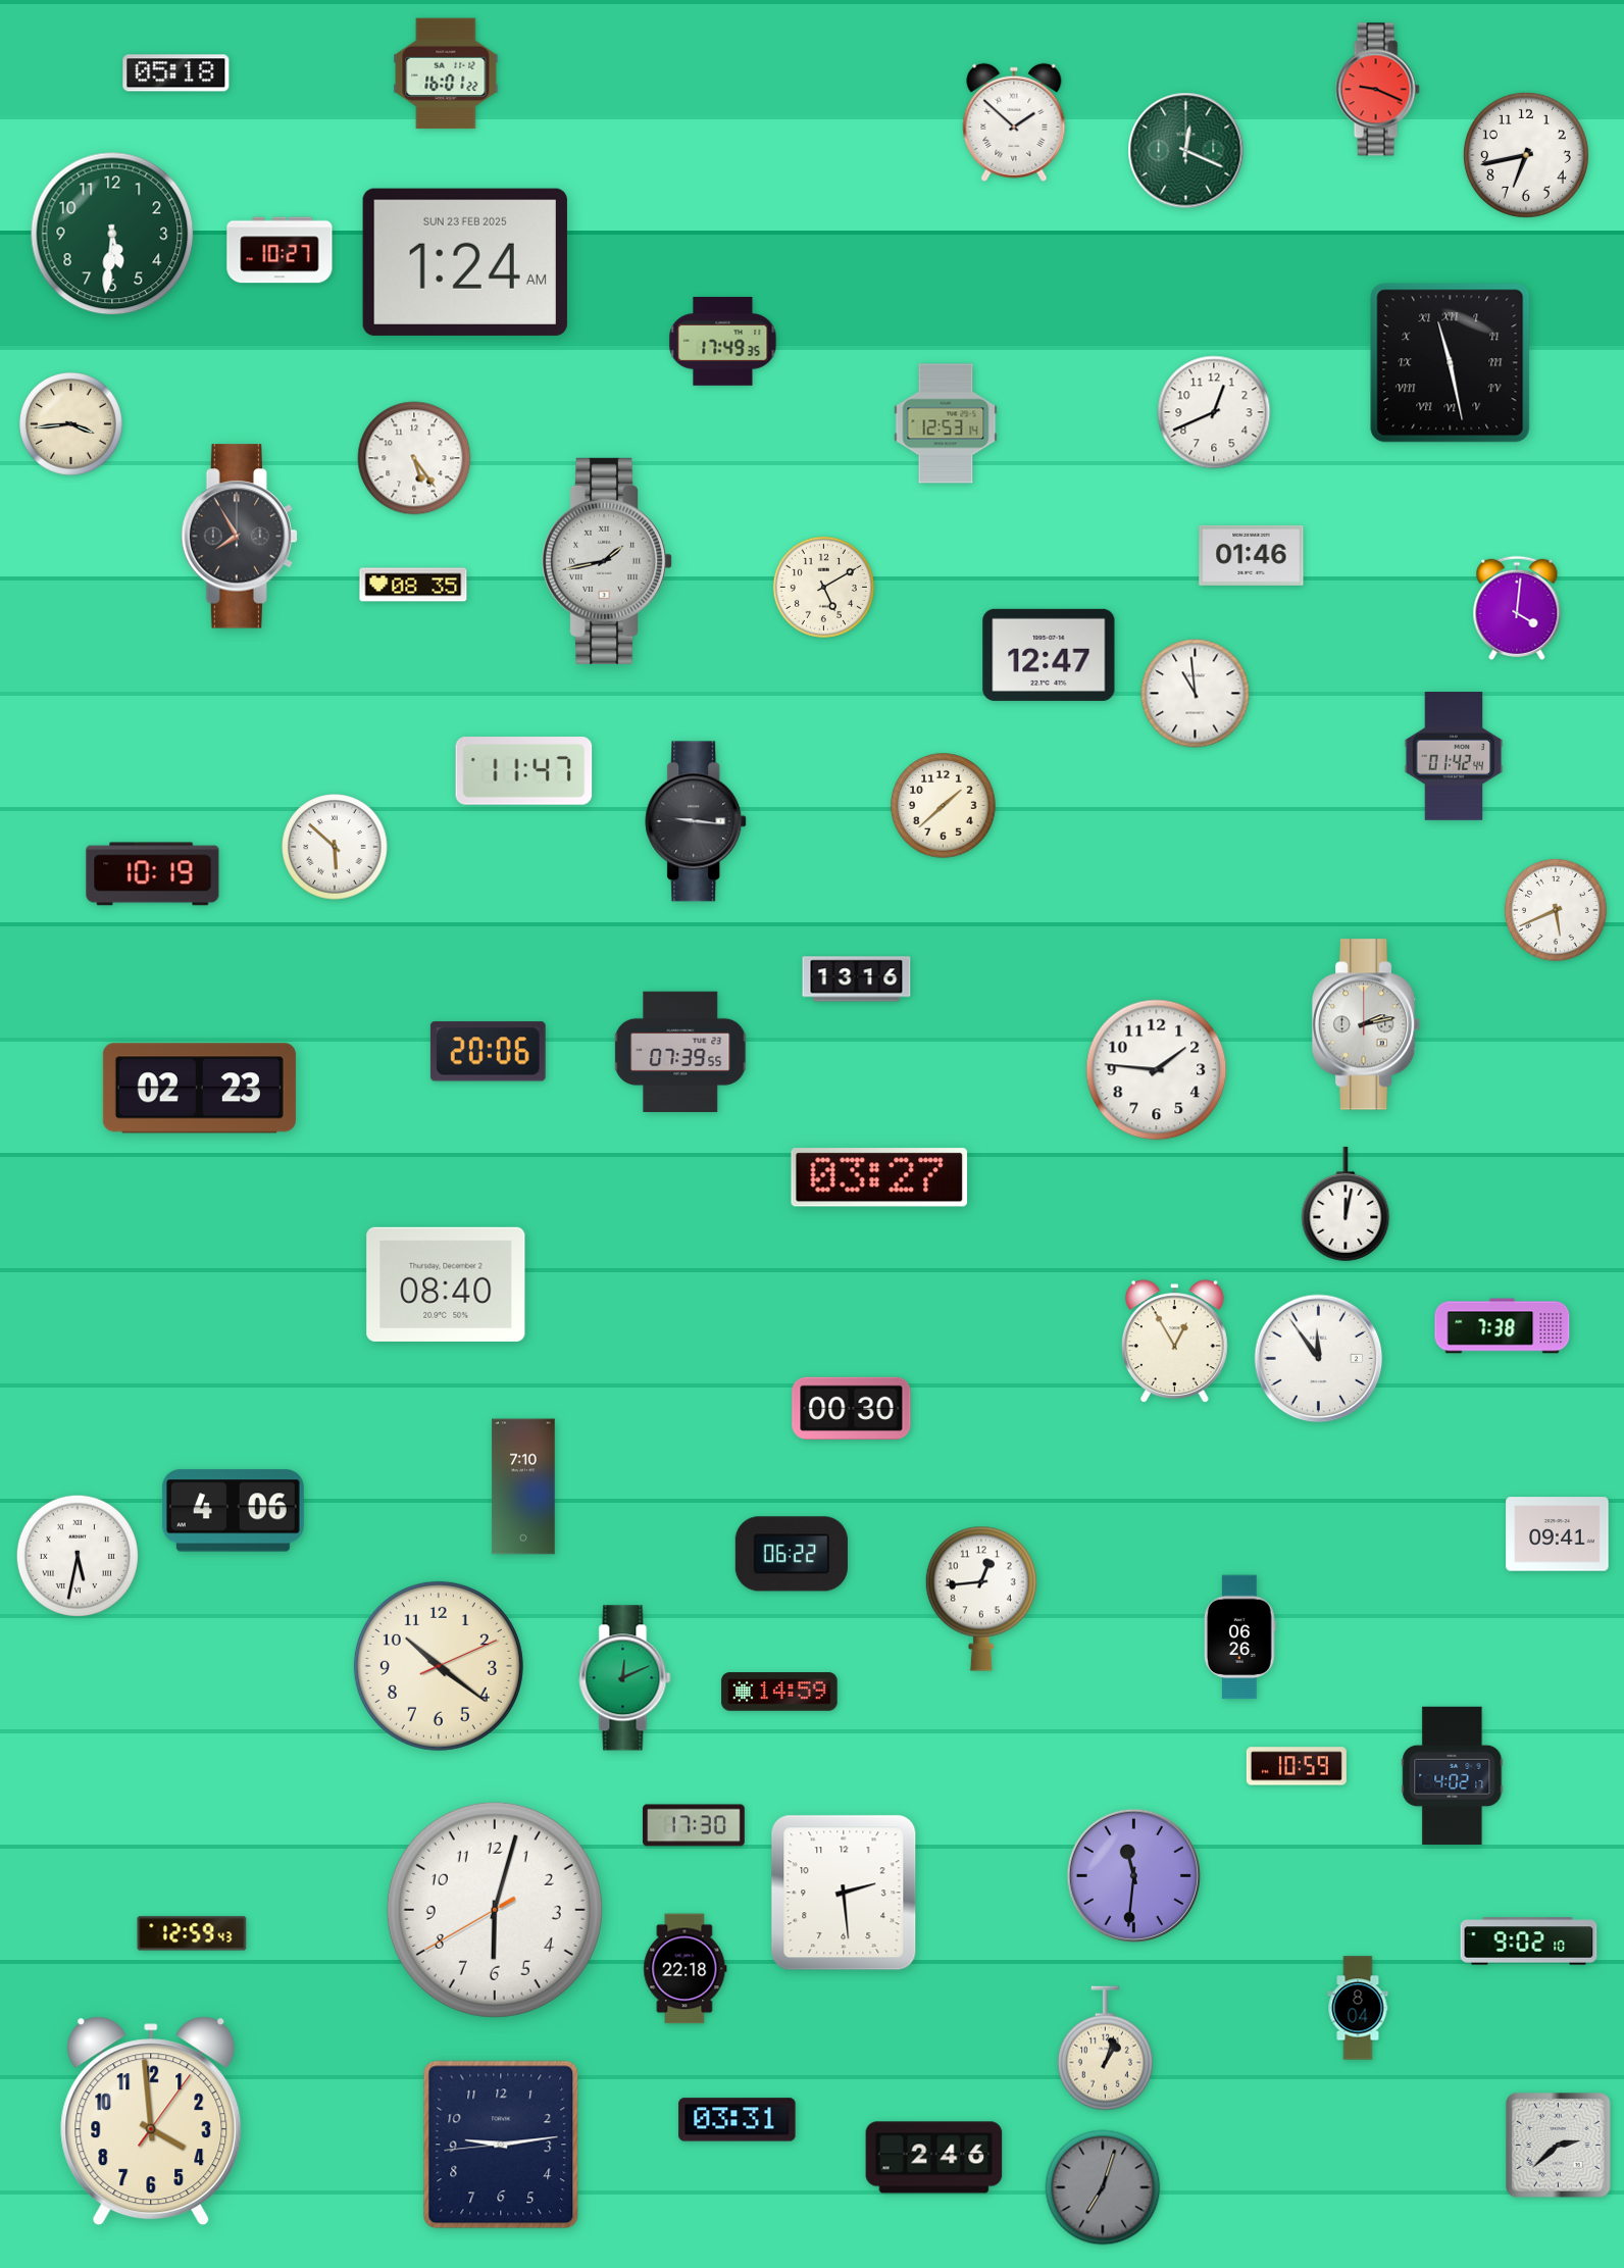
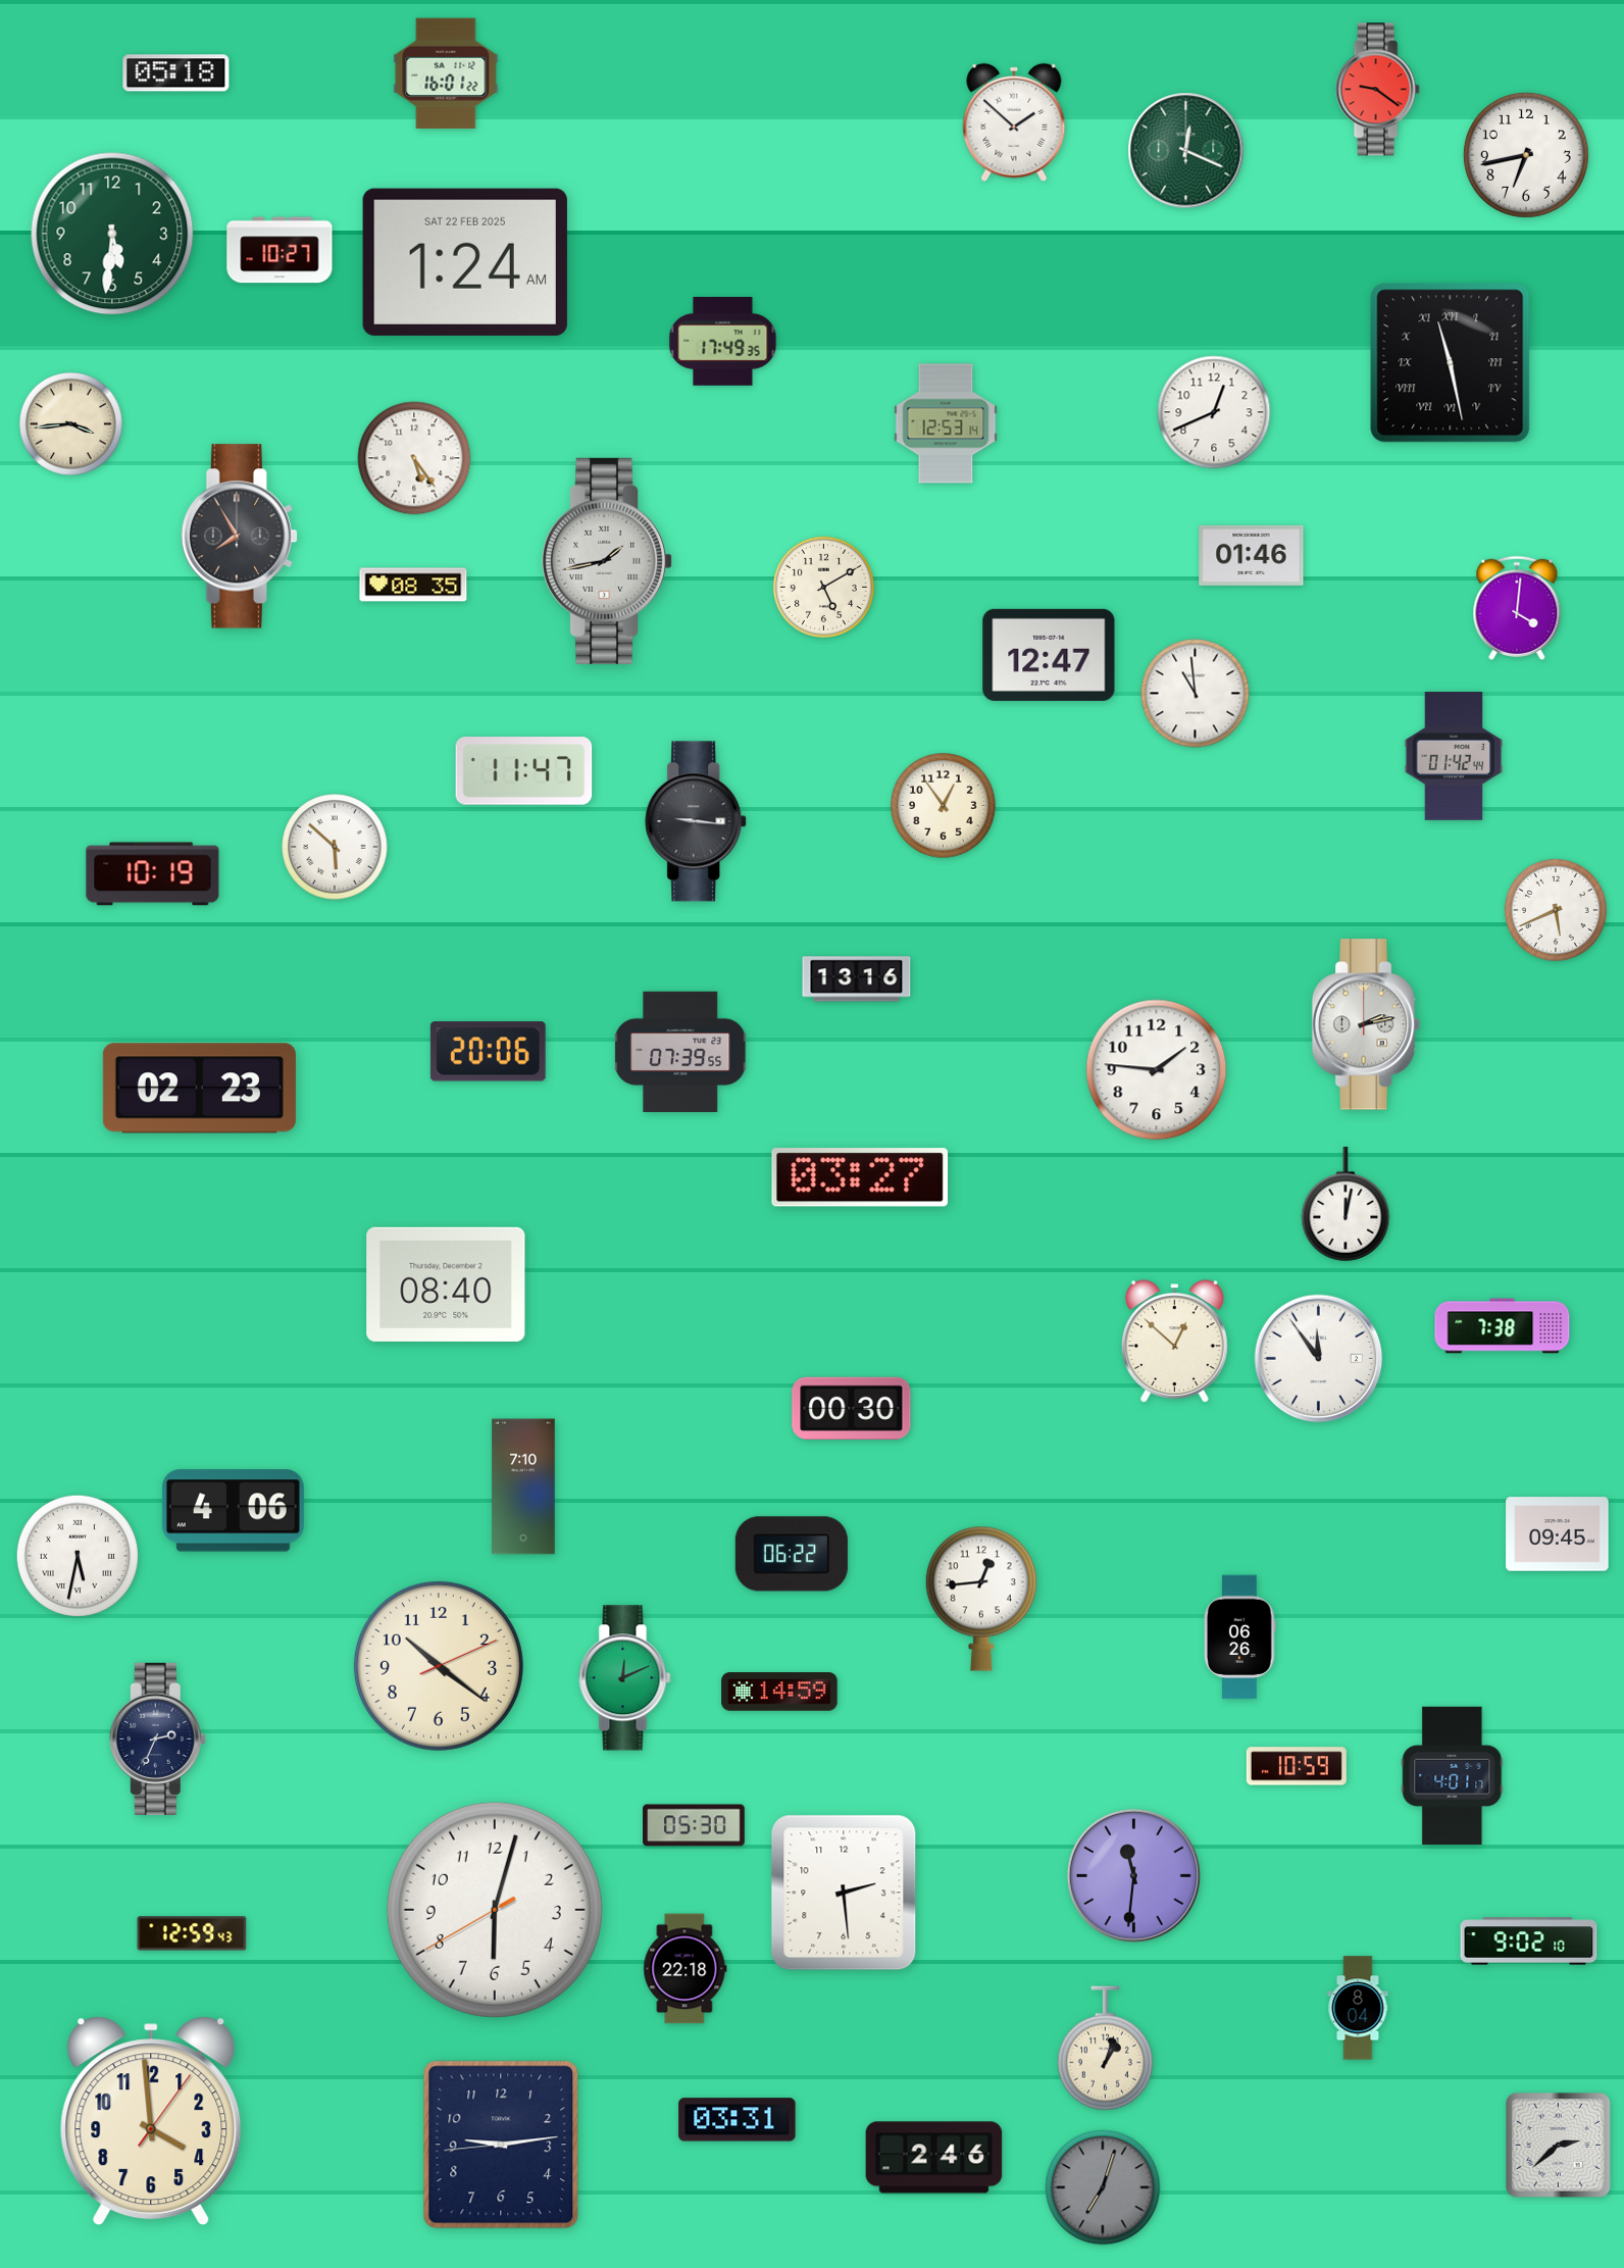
clock at (1377, 90): 9:19 -> 9:21
clock at (465, 262) date: SUN 23 FEB 2025 -> SAT 22 FEB 2025
clock at (944, 806): 1:38 -> 12:54
clock at (879, 1177) position: (879, 1177) -> (860, 1177)
clock at (1174, 1342): 12:55 -> 12:52
clock at (1558, 1534): 09:41 -> 09:45
clock at (157, 1738): none -> 2:34
clock at (1453, 1776): 4:02 -> 4:01
clock at (694, 1825): 17:30 -> 05:30
